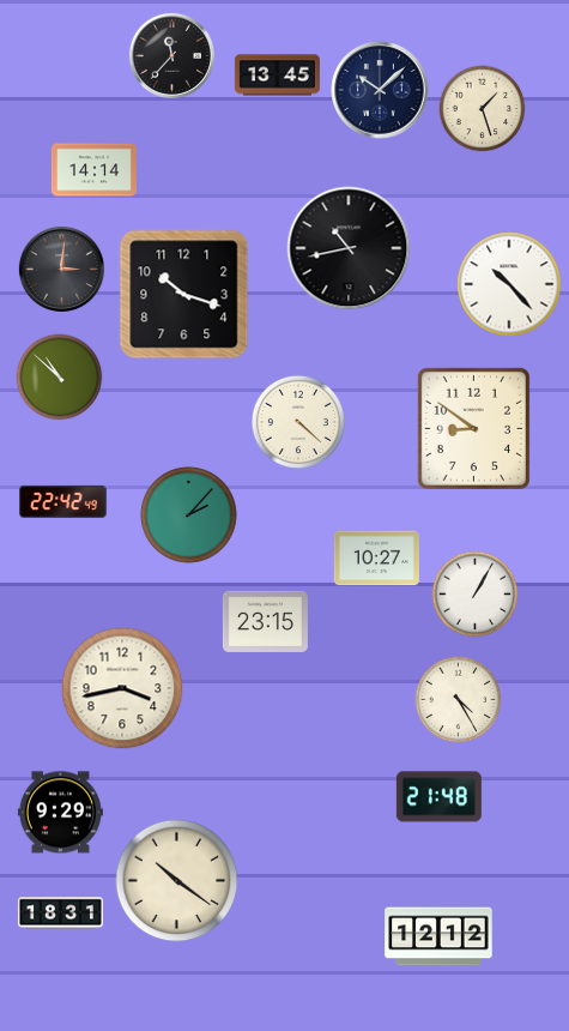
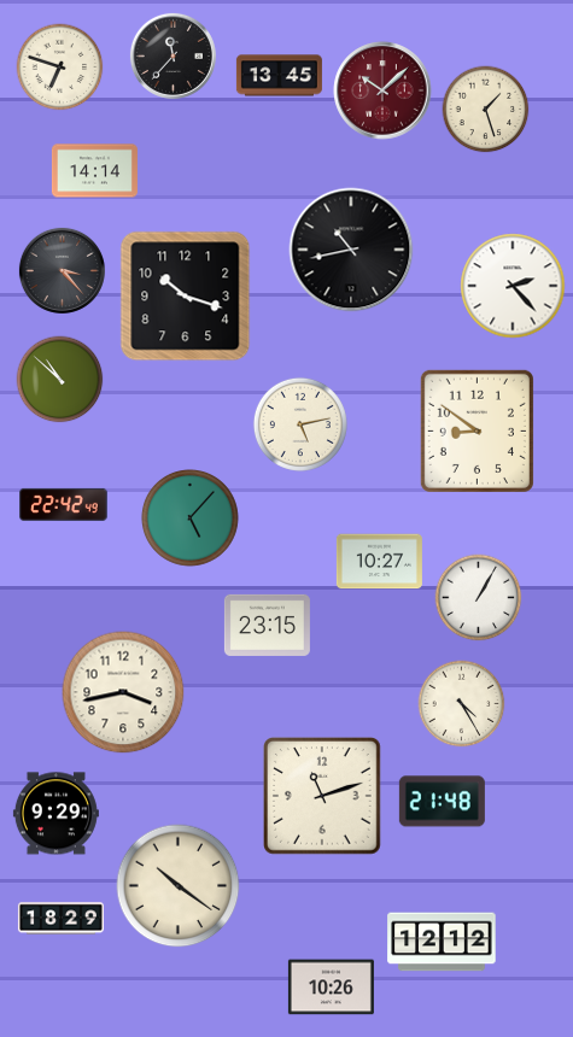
clock at (60, 68): none -> 6:48
clock at (380, 90) dial: navy -> burgundy
clock at (61, 269): 3:01 -> 3:23
clock at (509, 284): 10:23 -> 2:23
clock at (298, 422): 4:22 -> 5:13
clock at (189, 515): 2:07 -> 5:07
clock at (323, 797): none -> 11:12
clock at (60, 813) position: (60, 813) -> (55, 814)
clock at (60, 914): 18:31 -> 18:29
clock at (331, 988): none -> 10:26
